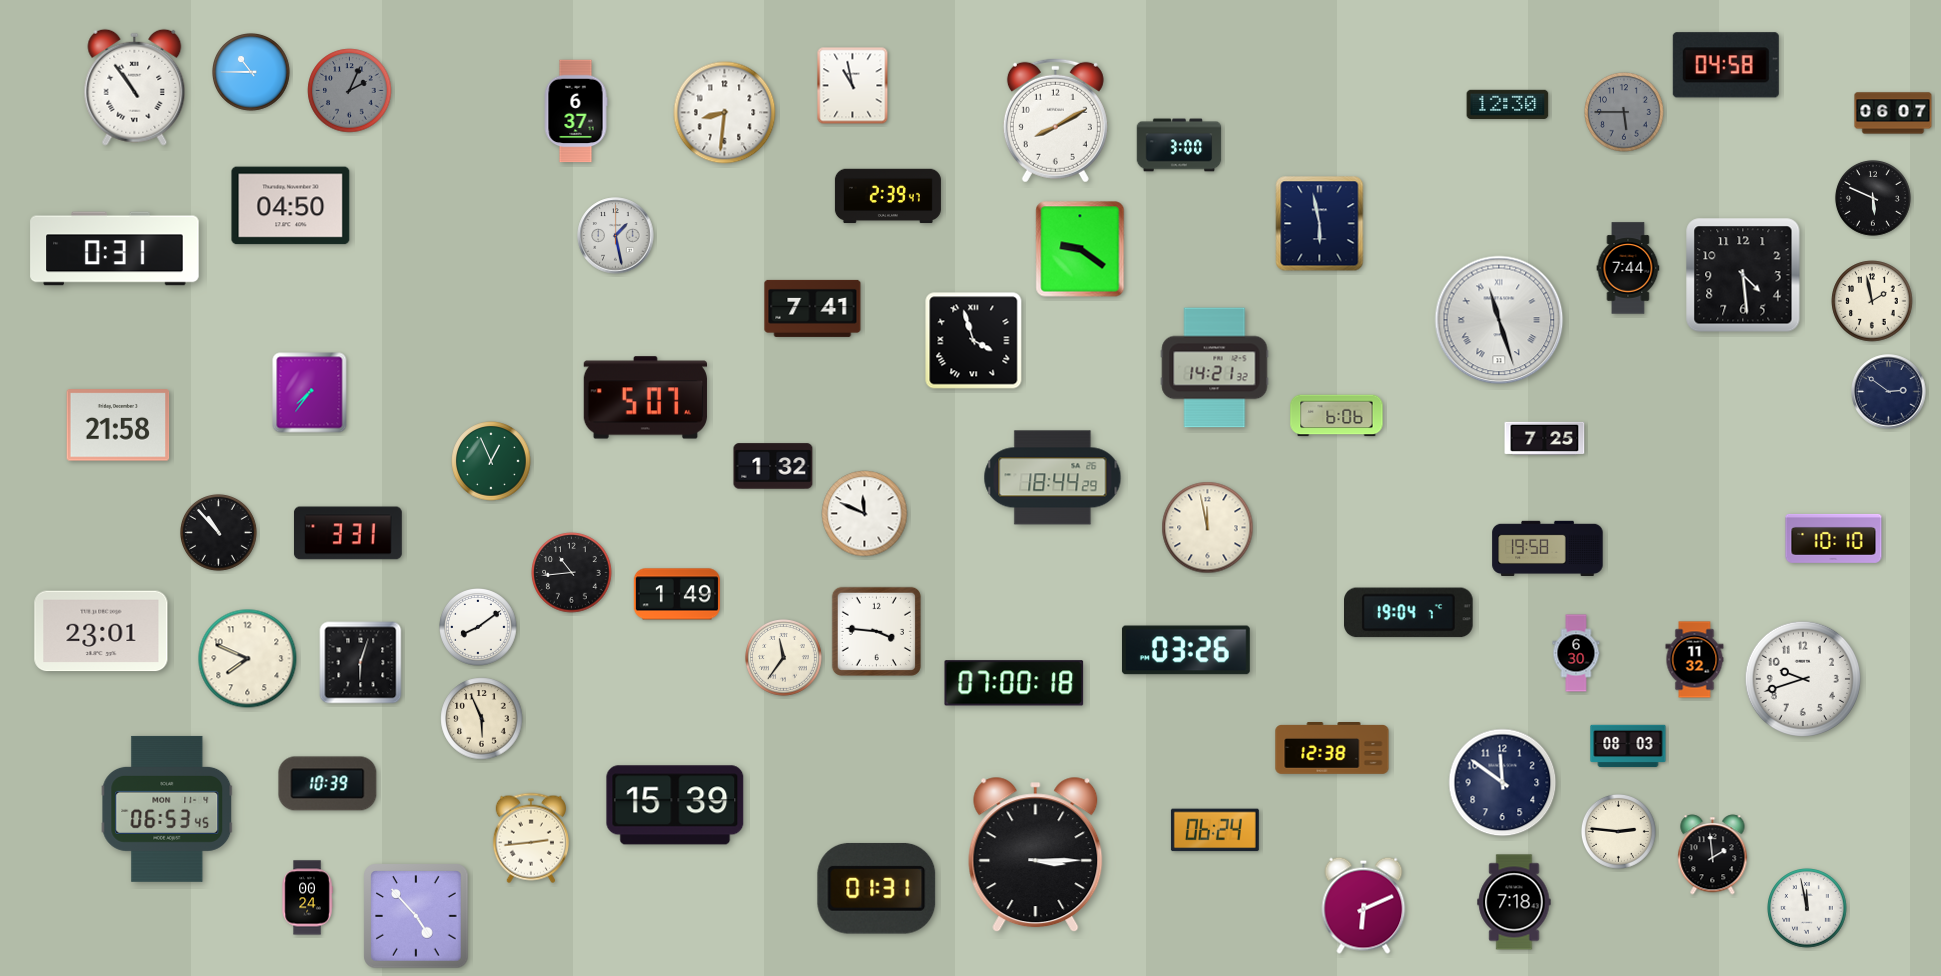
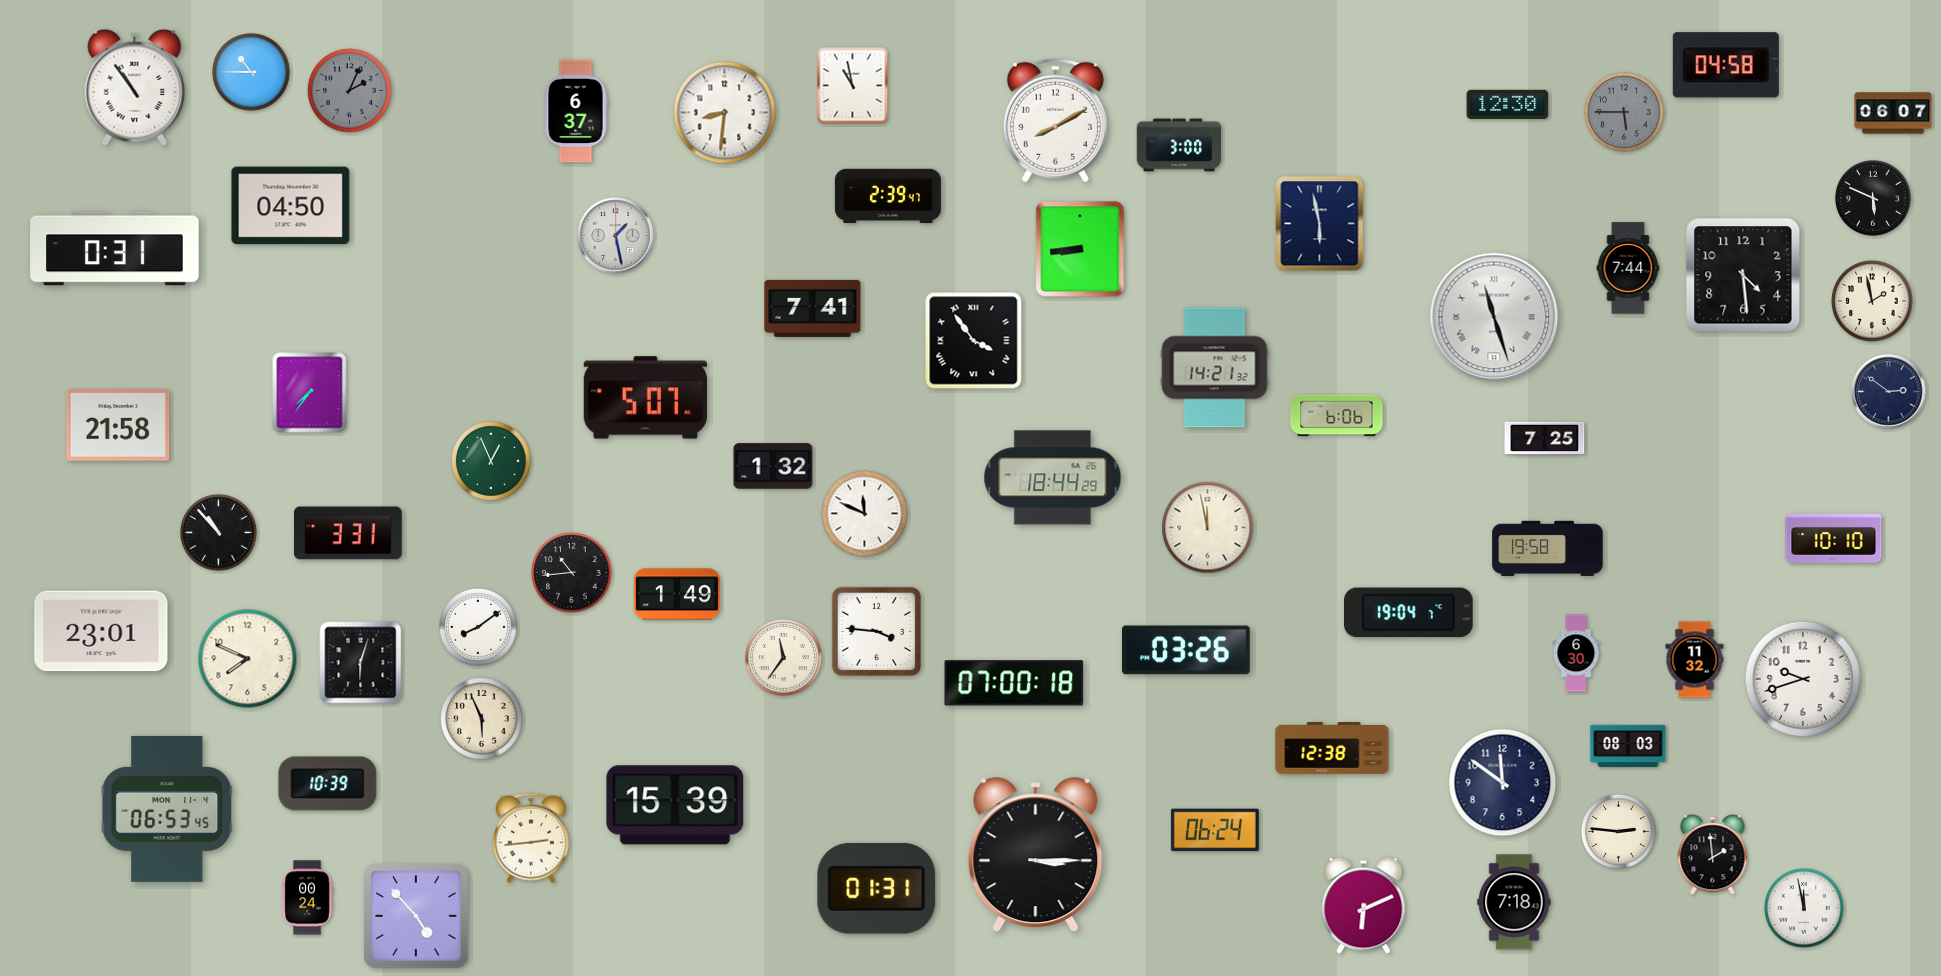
clock at (1080, 249): 9:21 -> 8:44
clock at (1499, 320) position: (1499, 320) -> (1494, 317)
clock at (974, 341): 3:57 -> 3:54
clock at (1807, 908) position: (1807, 908) -> (1804, 908)
